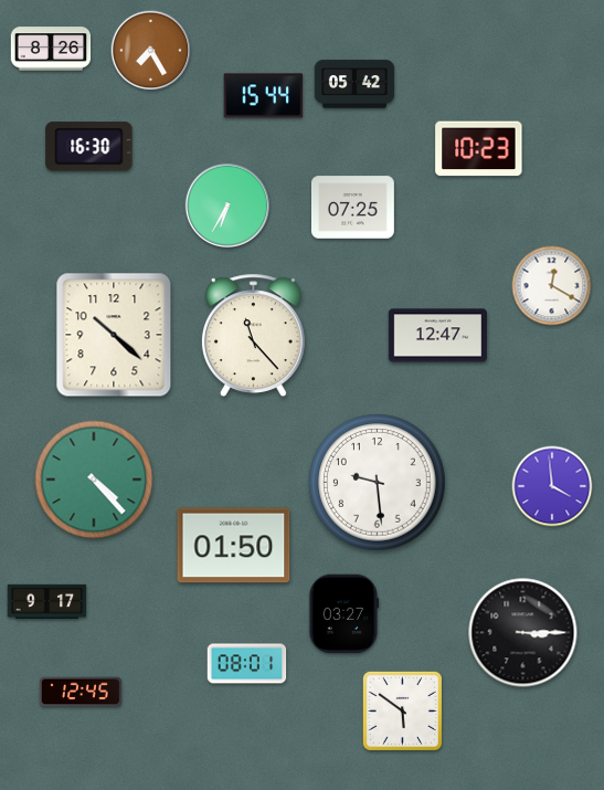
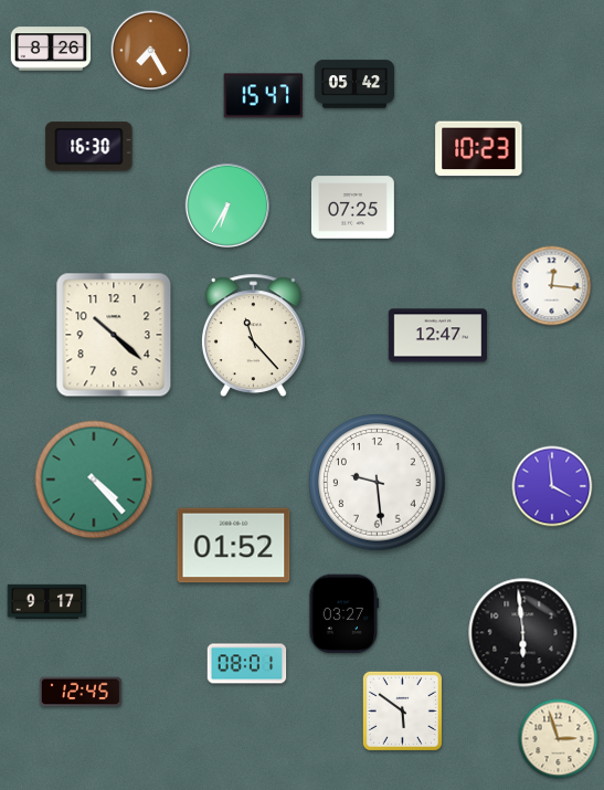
clock at (264, 96): 15:44 -> 15:47
clock at (552, 286): 12:20 -> 12:16
clock at (234, 546): 01:50 -> 01:52
clock at (523, 633): 3:15 -> 5:59
clock at (559, 739): none -> 2:57
